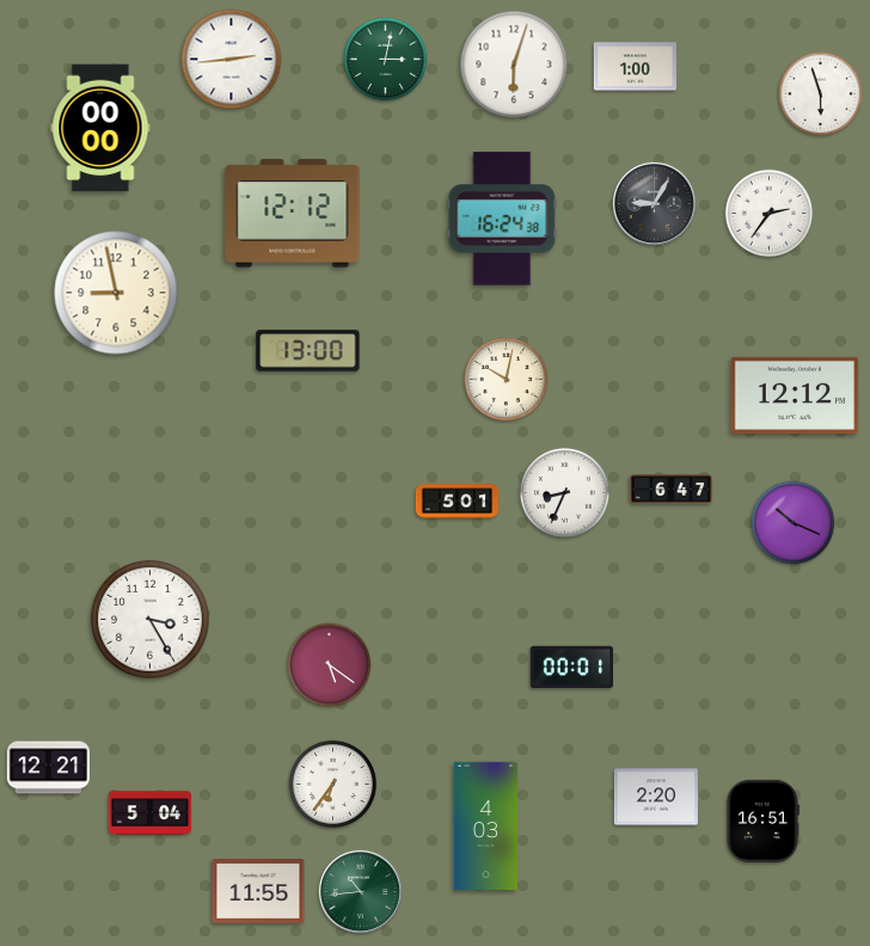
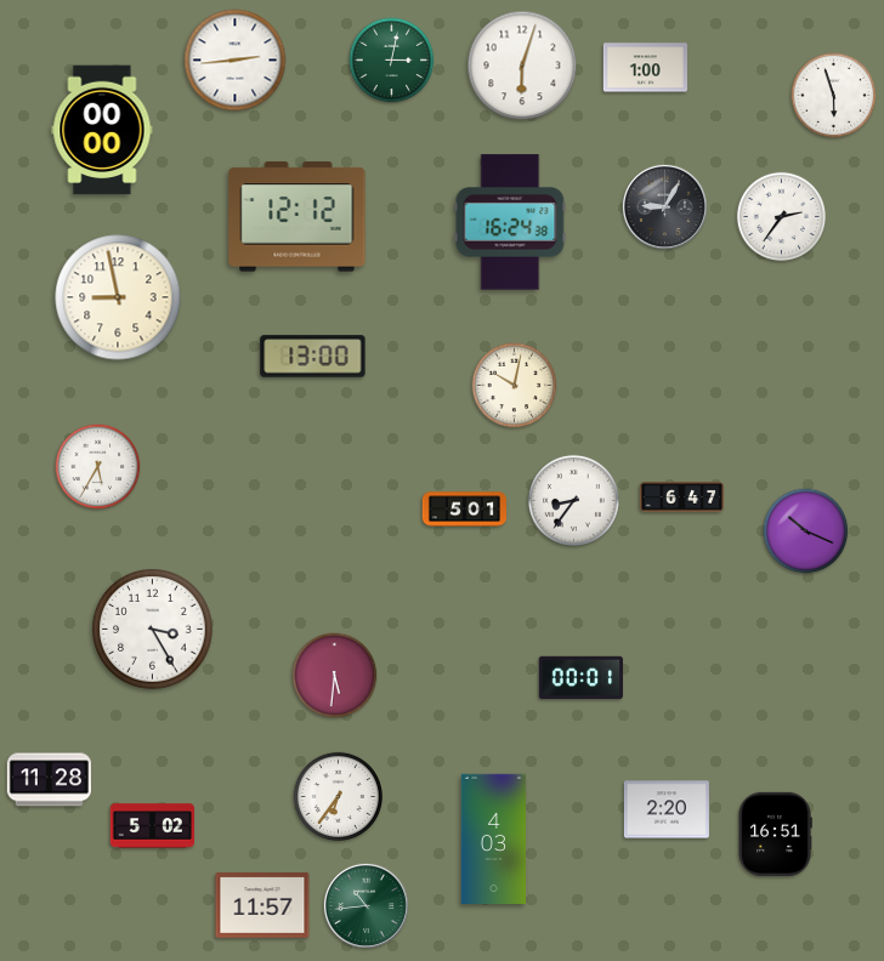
clock at (795, 395): 12:12 -> none
clock at (98, 467): none -> 5:35
clock at (564, 492): 8:34 -> 8:36
clock at (330, 665): 5:21 -> 5:31
clock at (48, 768): 12:21 -> 11:28
clock at (149, 813): 5:04 -> 5:02
clock at (258, 892): 11:55 -> 11:57
